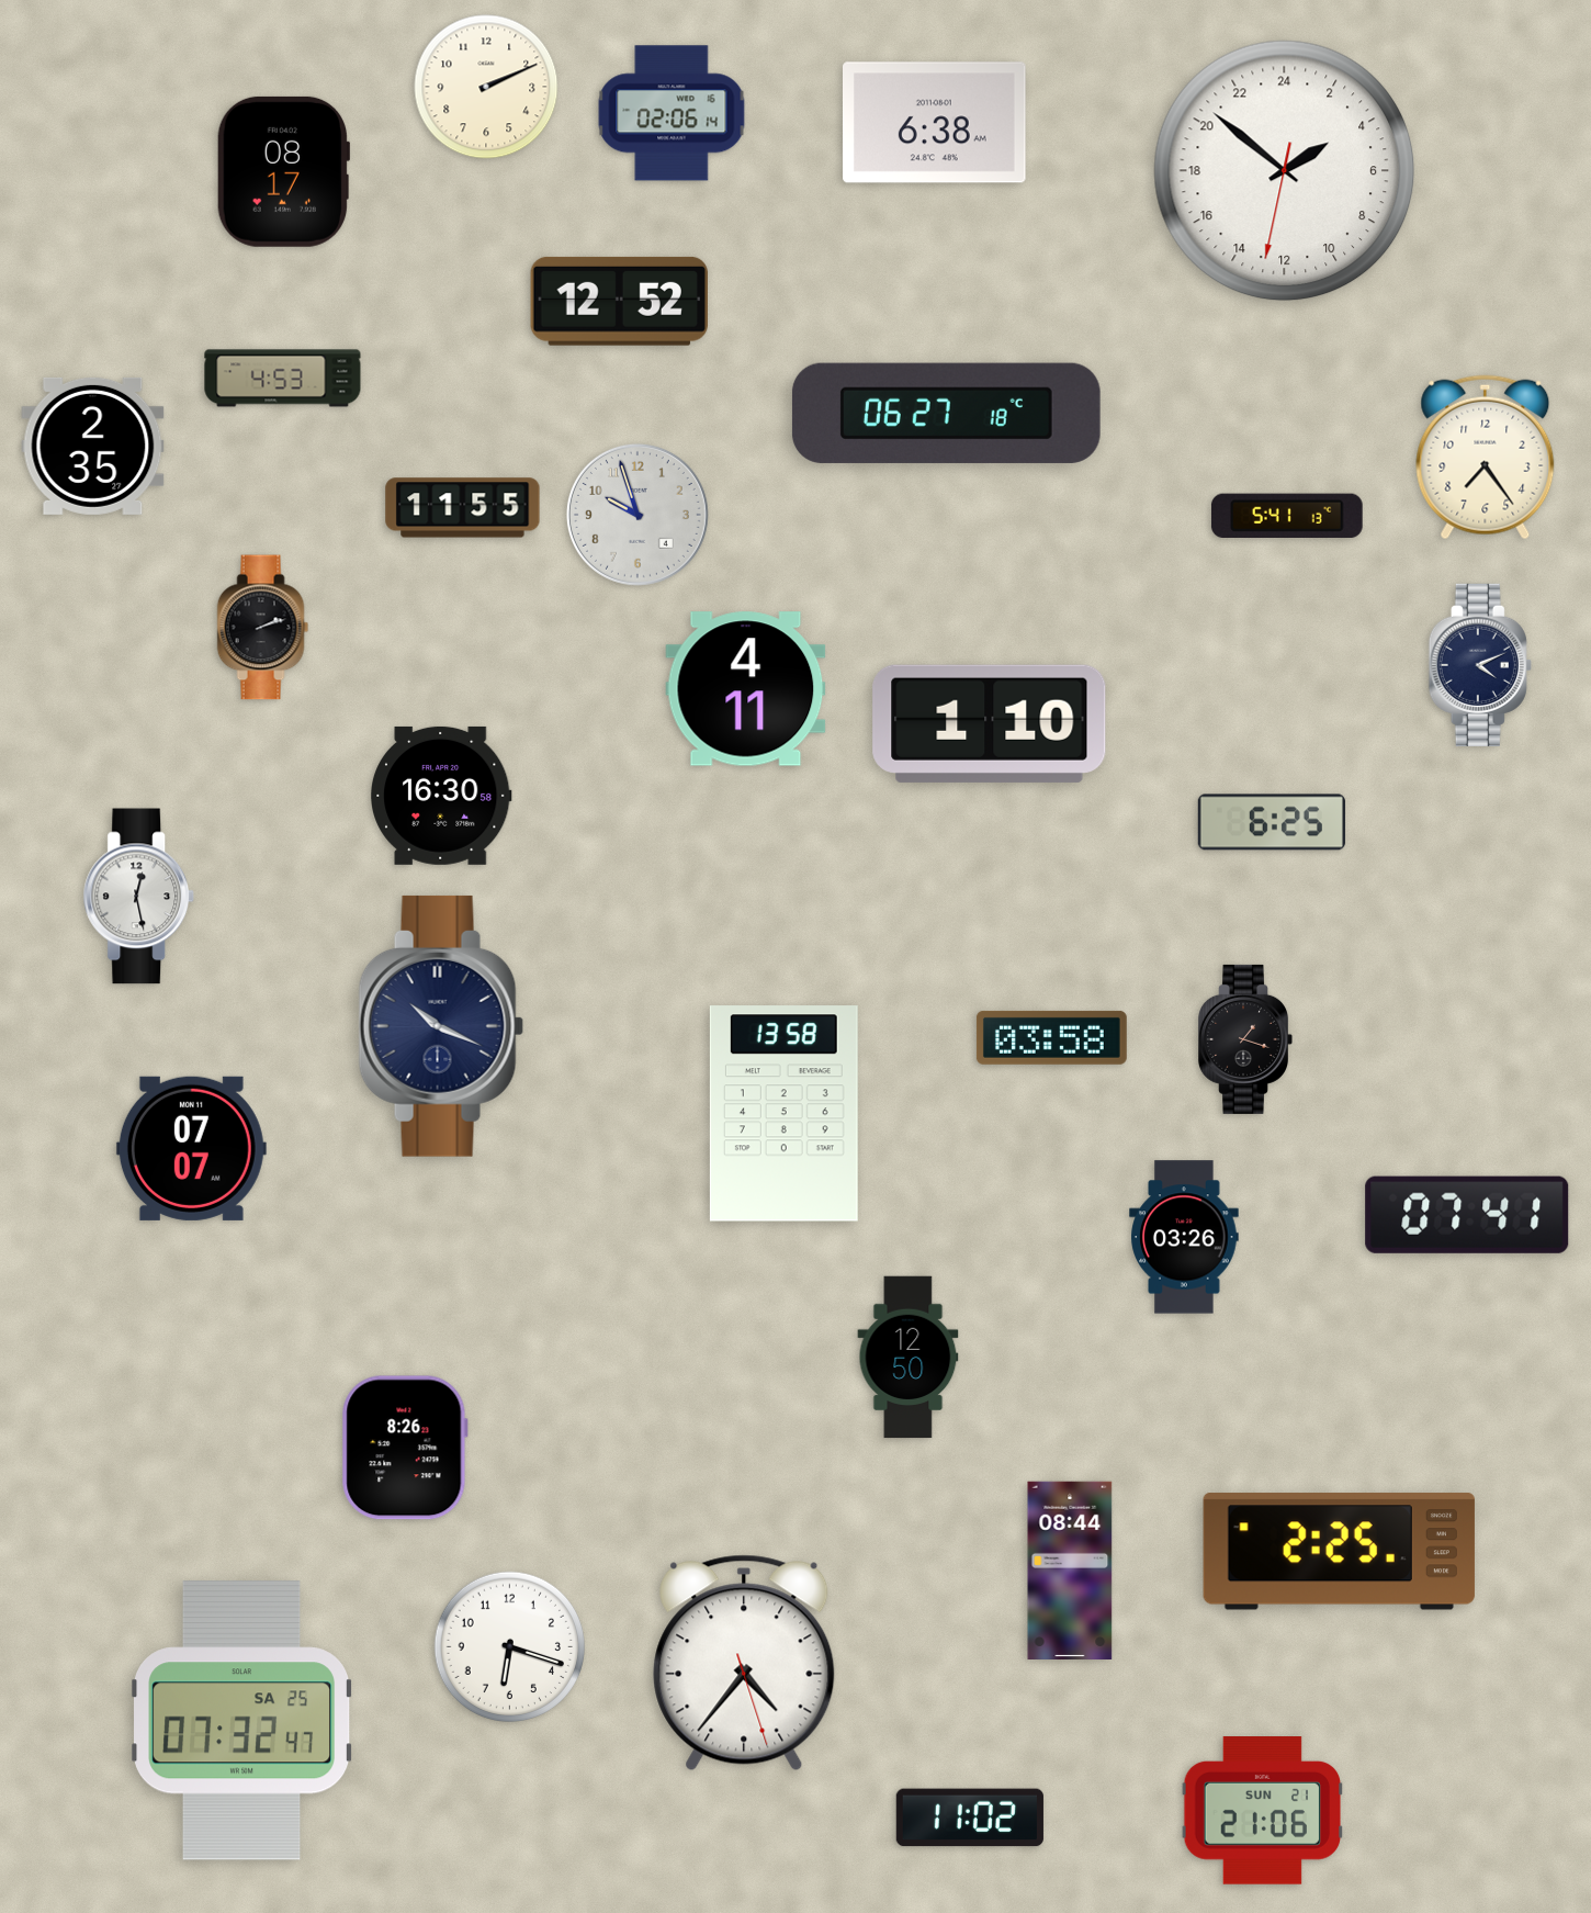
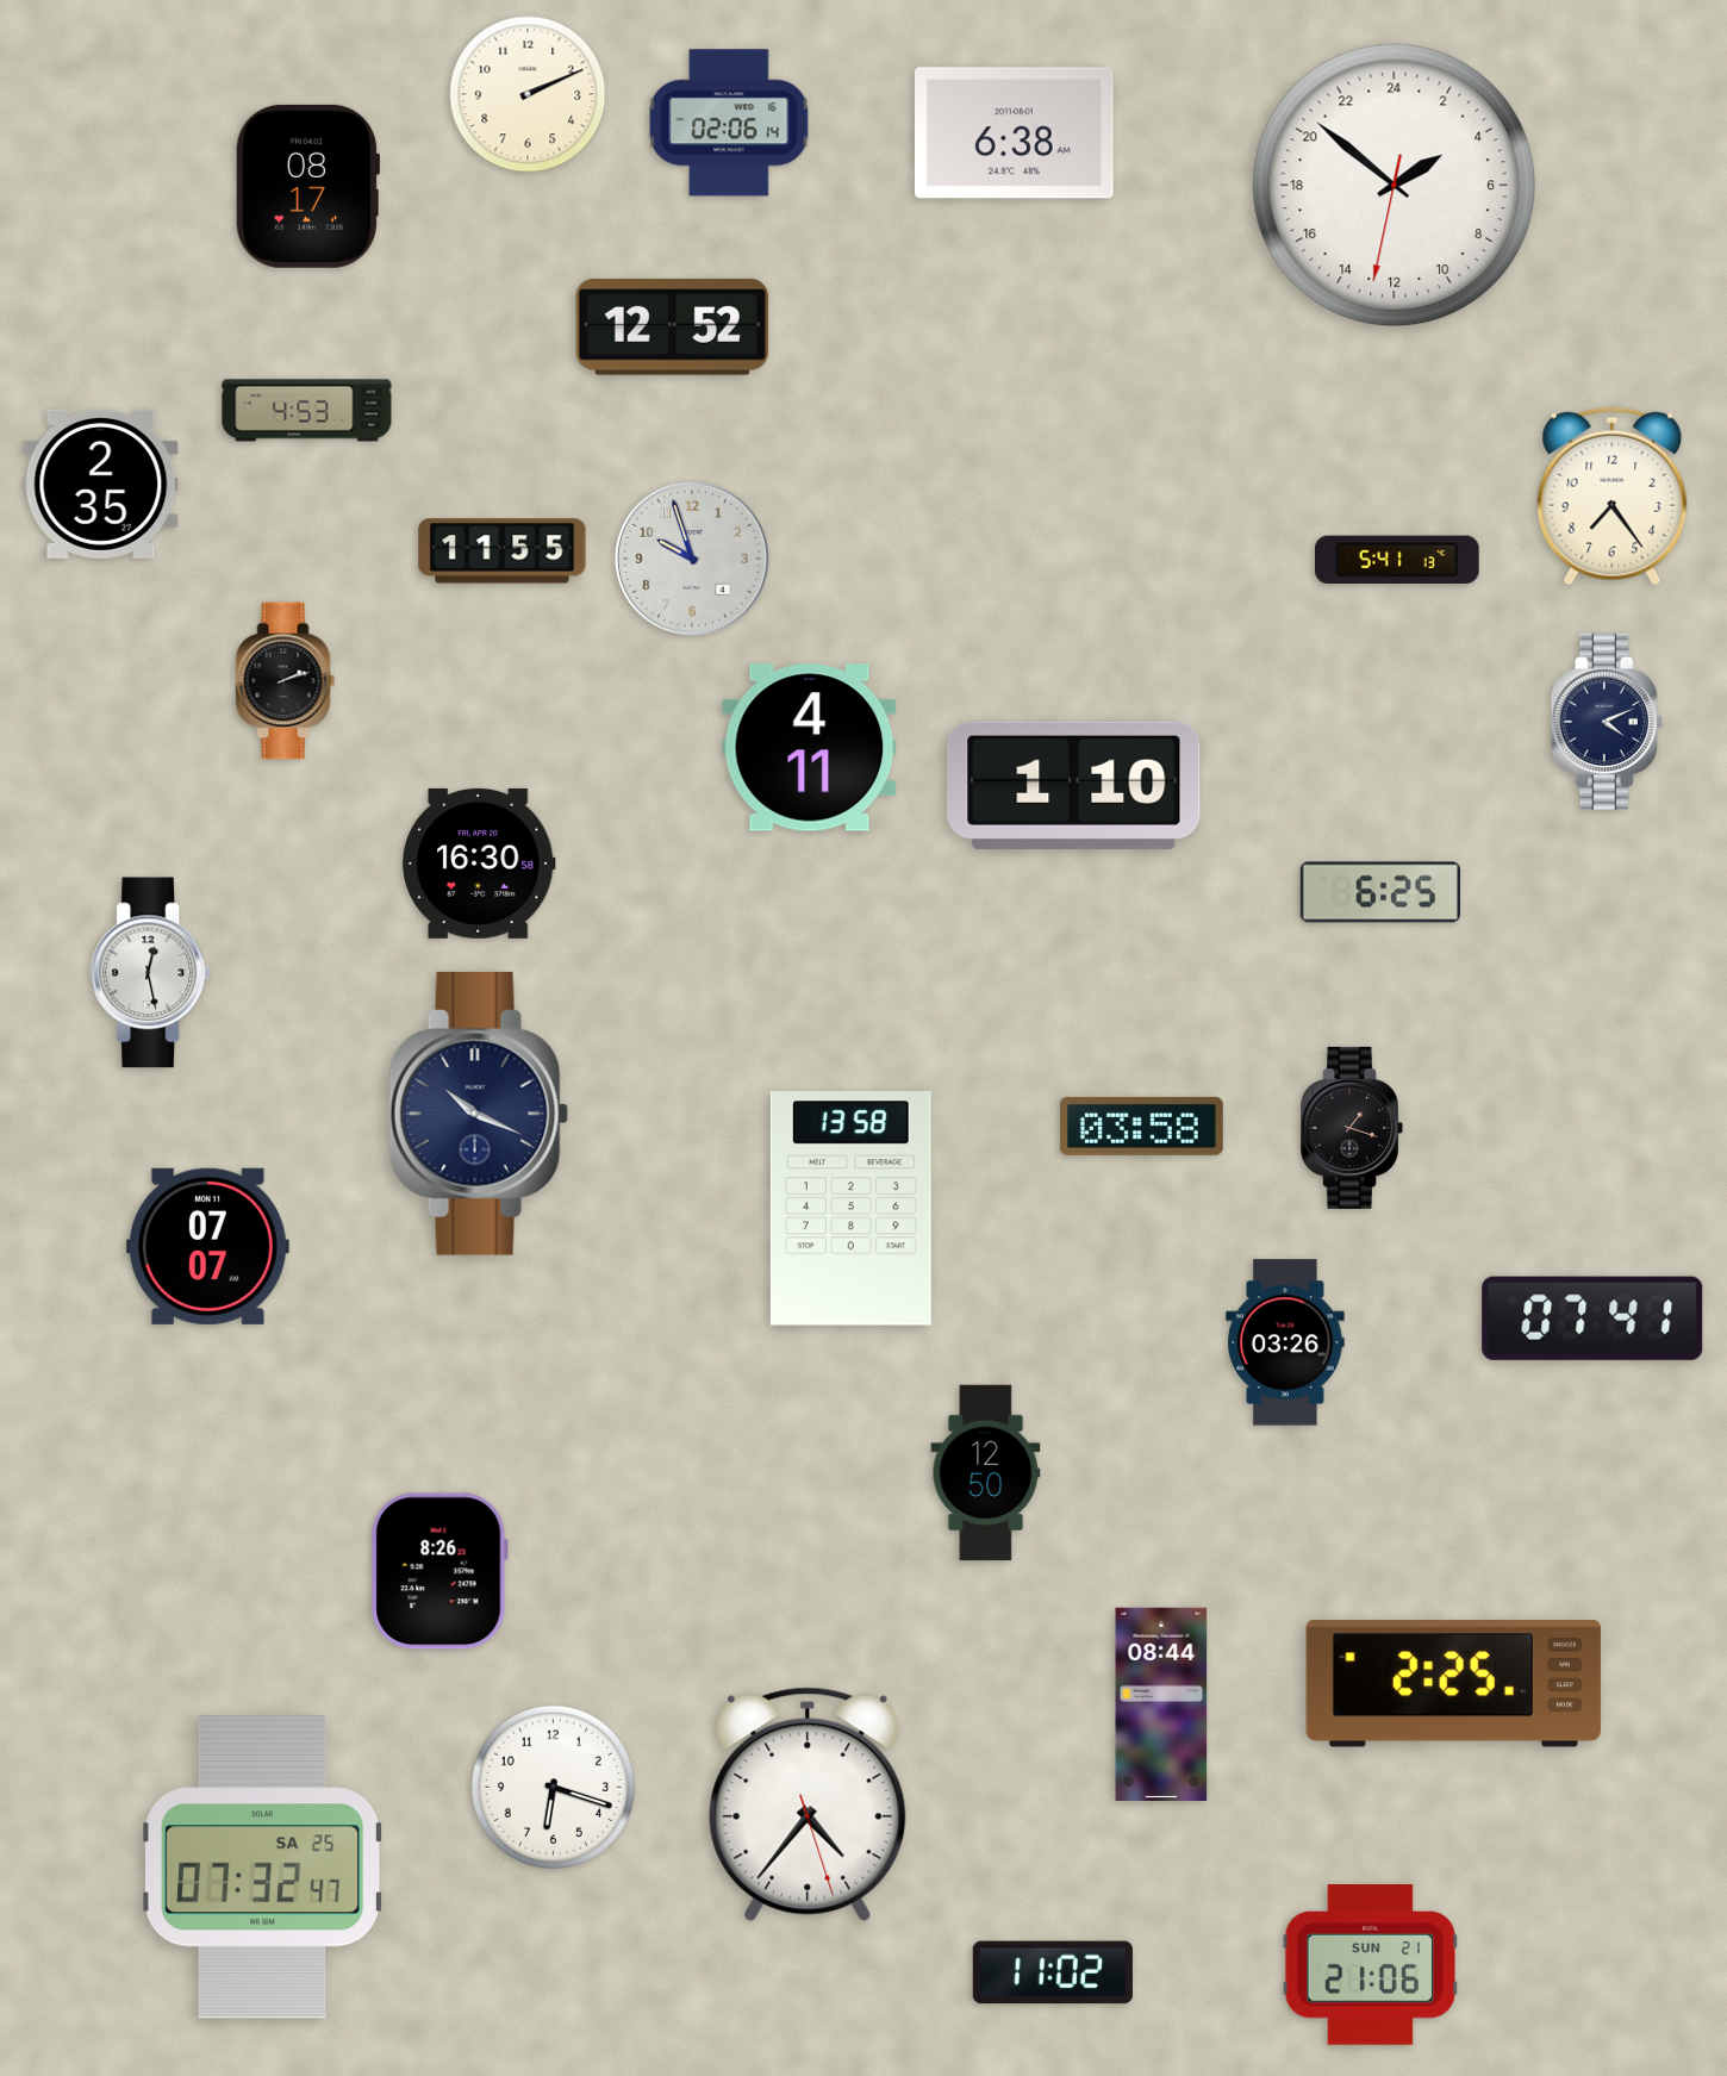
clock at (946, 413): 06:27 -> none
